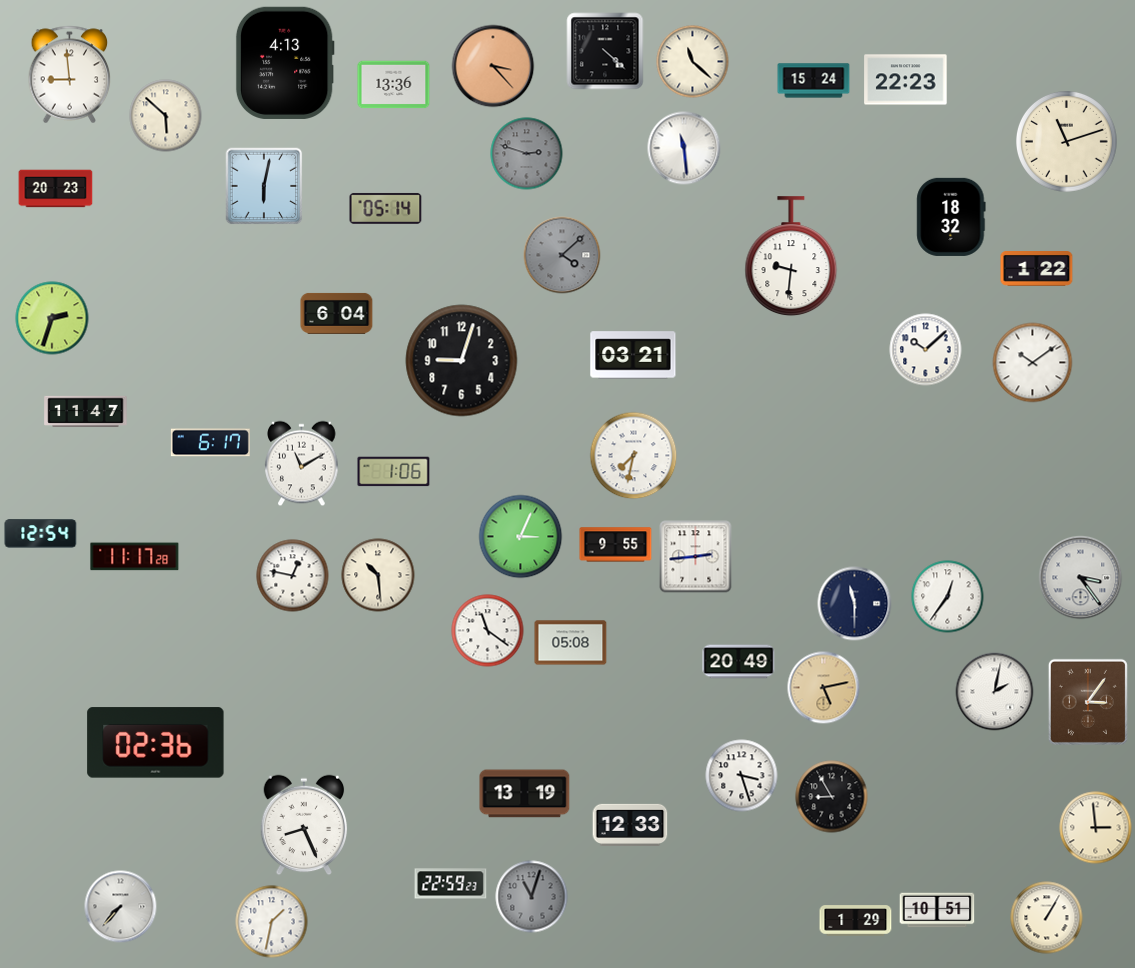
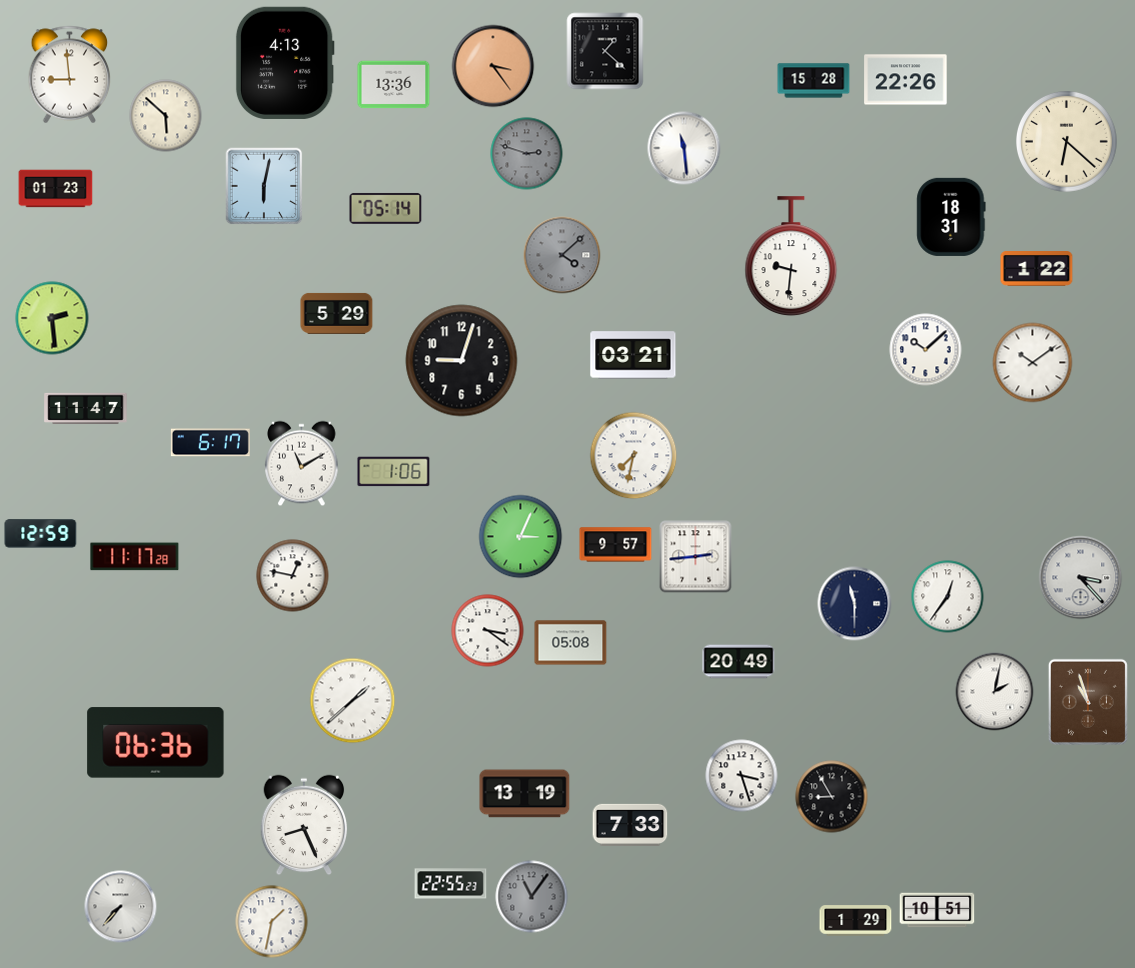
clock at (605, 51): 4:22 -> 1:22
clock at (693, 62): 11:22 -> none
clock at (493, 66): 3:23 -> 3:24
clock at (906, 80): 22:23 -> 22:26
clock at (814, 81): 15:24 -> 15:28
clock at (1067, 142): 11:12 -> 6:22
clock at (56, 189): 20:23 -> 01:23
clock at (951, 217): 18:32 -> 18:31
clock at (337, 313): 6:04 -> 5:29
clock at (52, 318): 2:33 -> 2:29
clock at (86, 411) position: (86, 411) -> (86, 408)
clock at (41, 534): 12:54 -> 12:59
clock at (616, 545): 9:55 -> 9:57
clock at (378, 575): 10:29 -> none
clock at (1081, 578): 3:24 -> 3:23
clock at (488, 631): 11:21 -> 3:21
clock at (824, 688): 5:13 -> none
clock at (353, 701): none -> 1:38
clock at (1088, 702): 3:06 -> 10:57
clock at (156, 743): 02:36 -> 06:36
clock at (630, 825): 12:33 -> 7:33
clock at (1096, 828): 2:59 -> none
clock at (451, 884): 22:59 -> 22:55
clock at (532, 897): 11:03 -> 11:06
clock at (1047, 918): 1:05 -> none
